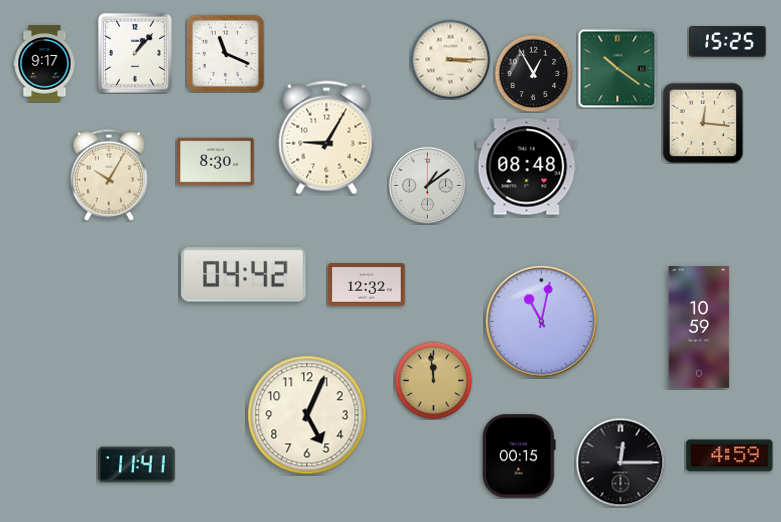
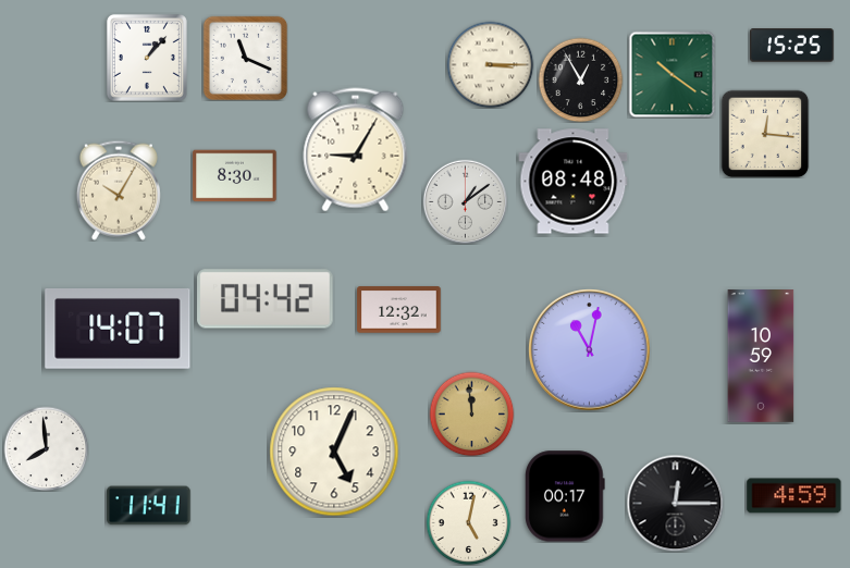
clock at (45, 64): 9:17 -> none
clock at (118, 330): none -> 14:07
clock at (46, 448): none -> 7:59
clock at (520, 456): 00:15 -> 00:17
clock at (468, 522): none -> 5:02
